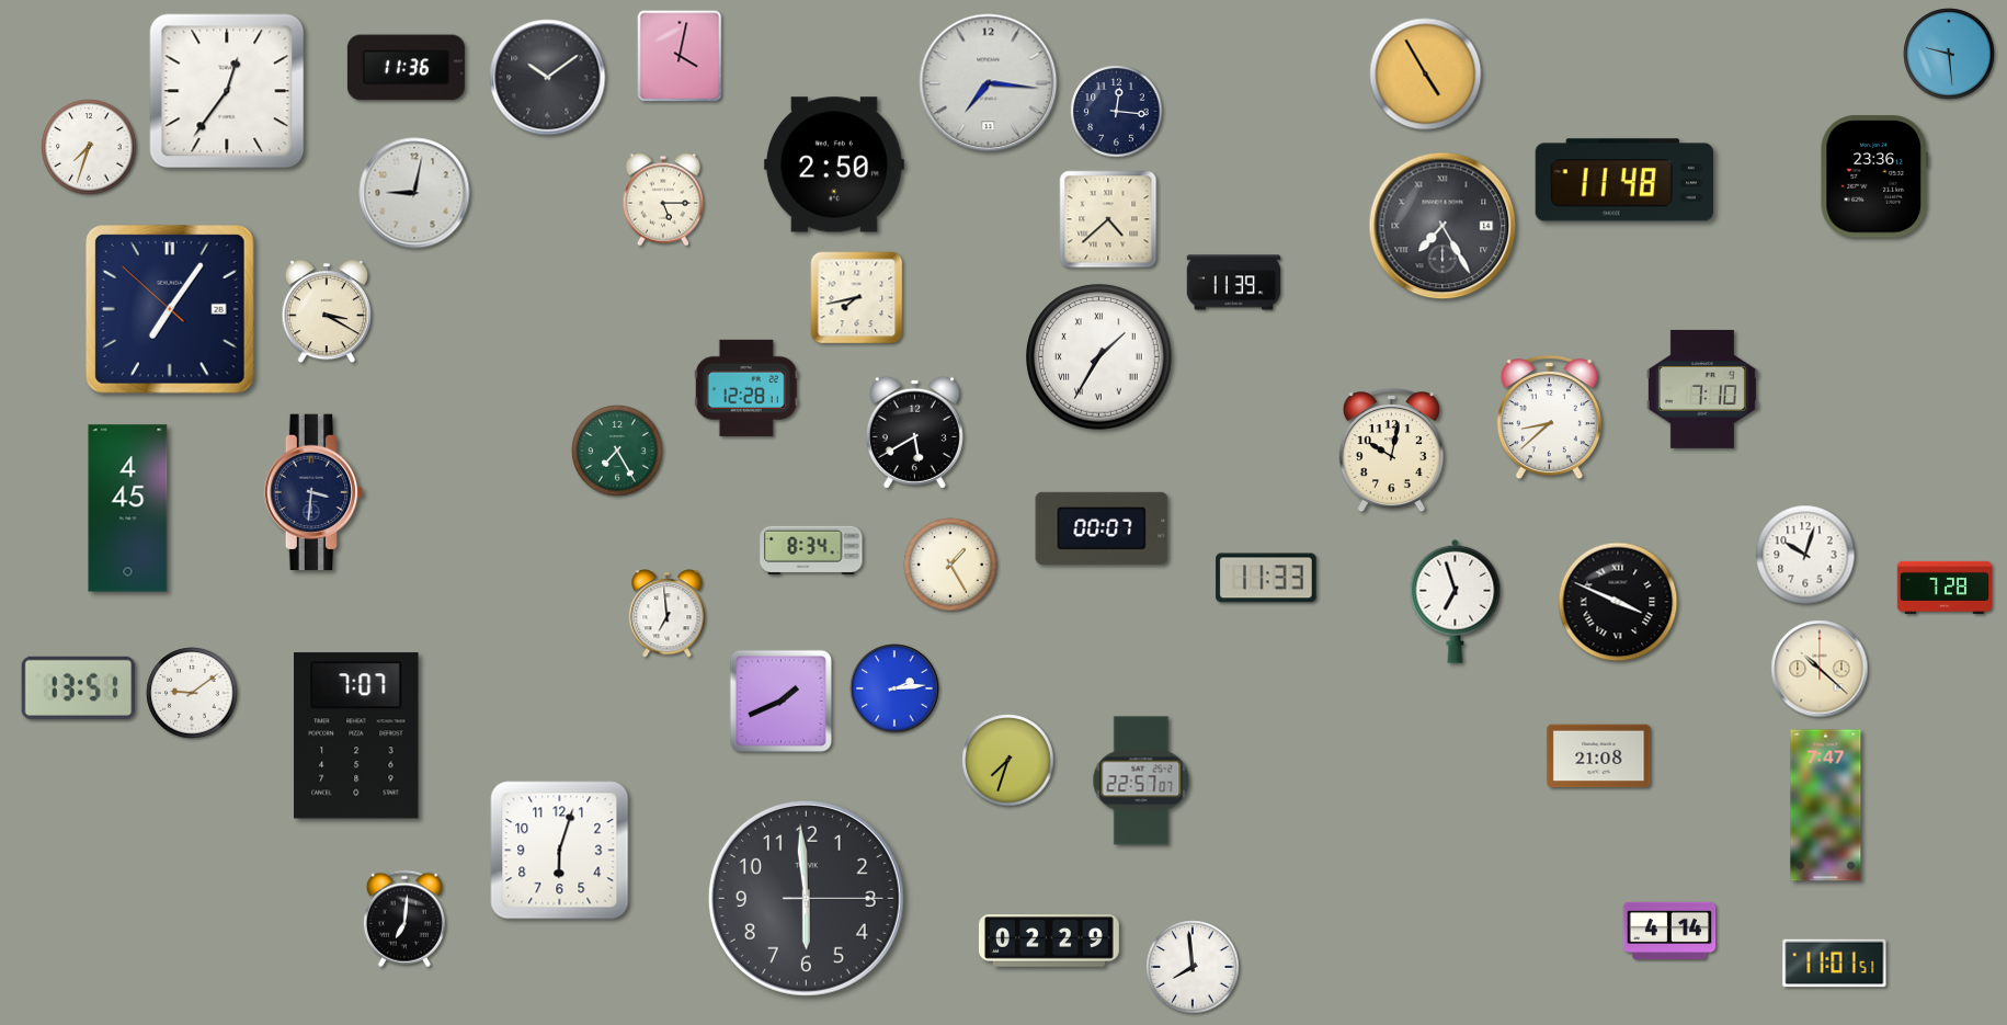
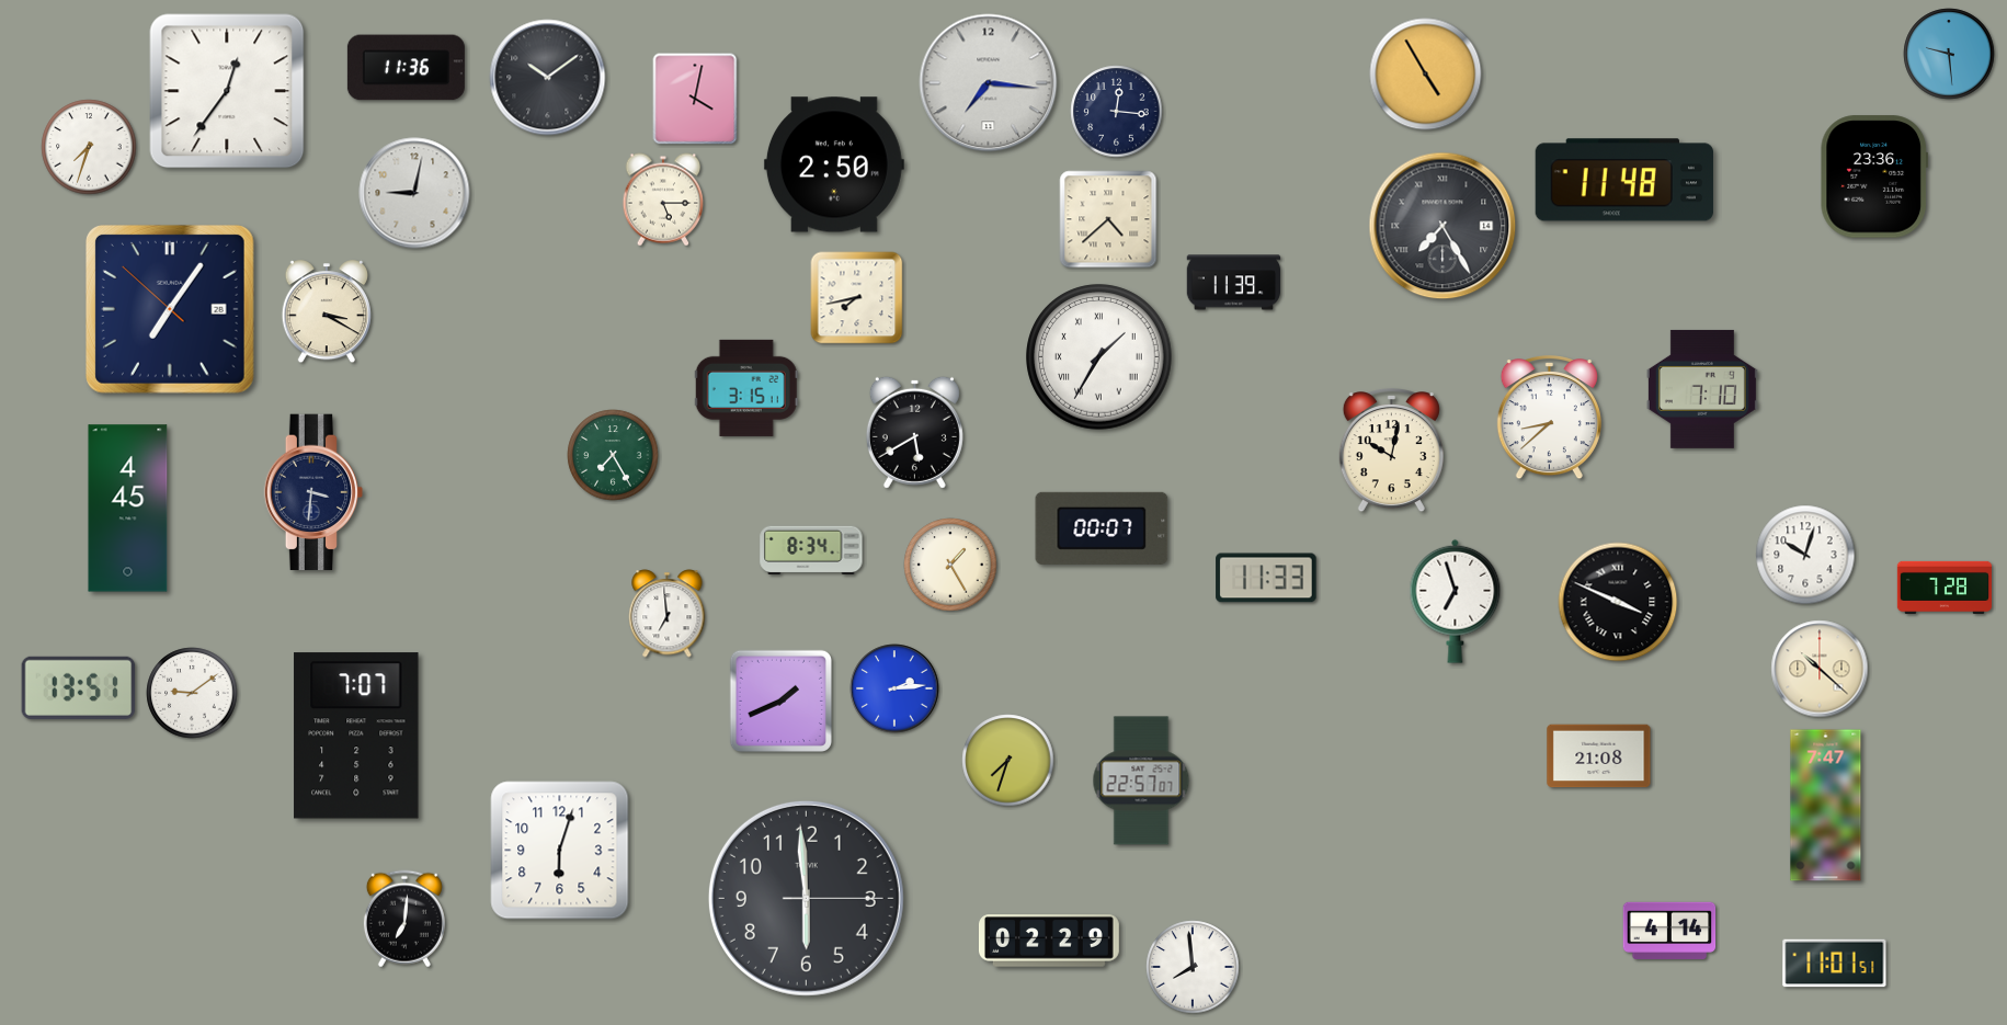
clock at (680, 56) position: (680, 56) -> (695, 99)
clock at (746, 388): 12:28 -> 3:15
clock at (617, 451) position: (617, 451) -> (613, 455)
